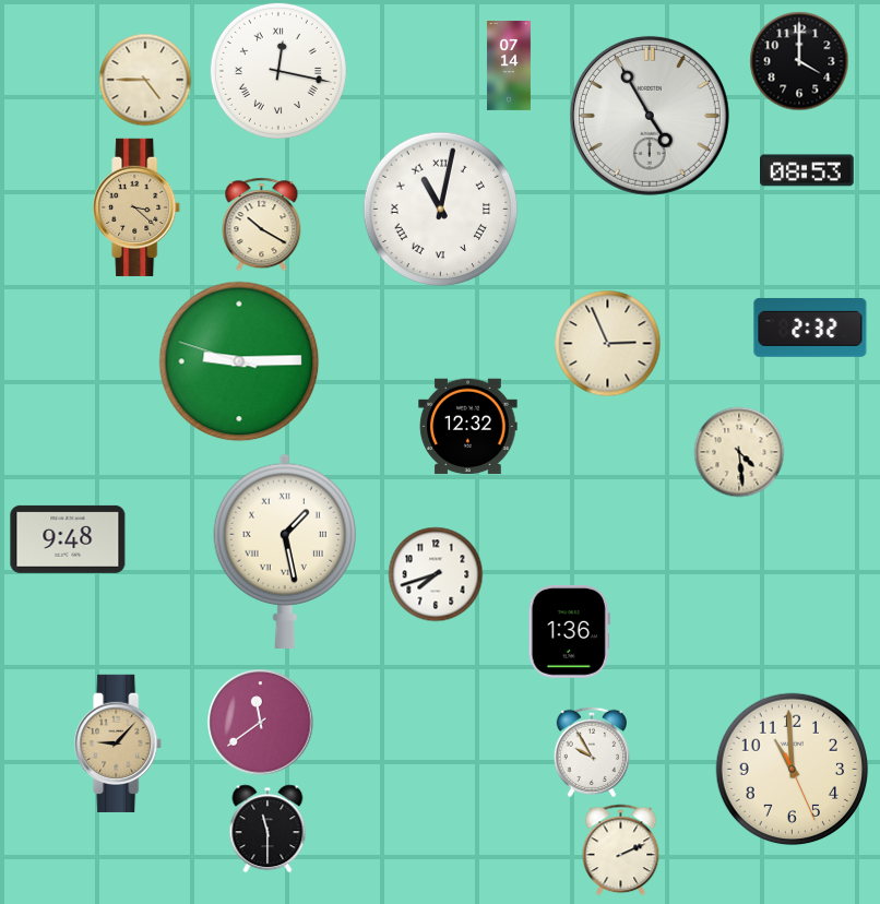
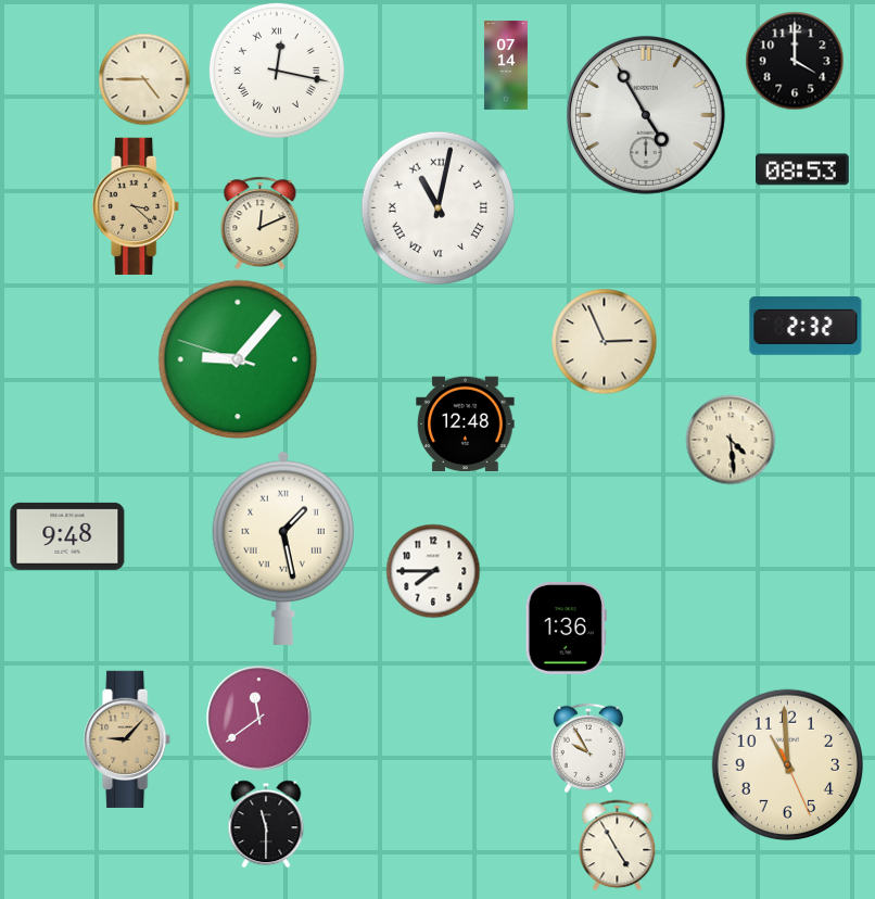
clock at (262, 224): 10:20 -> 12:11
clock at (239, 361): 9:14 -> 9:06
clock at (468, 427): 12:32 -> 12:48
clock at (739, 452) position: (739, 452) -> (731, 440)
clock at (436, 574): 7:42 -> 7:45
clock at (119, 742) position: (119, 742) -> (128, 738)
clock at (621, 849): 2:11 -> 4:55
